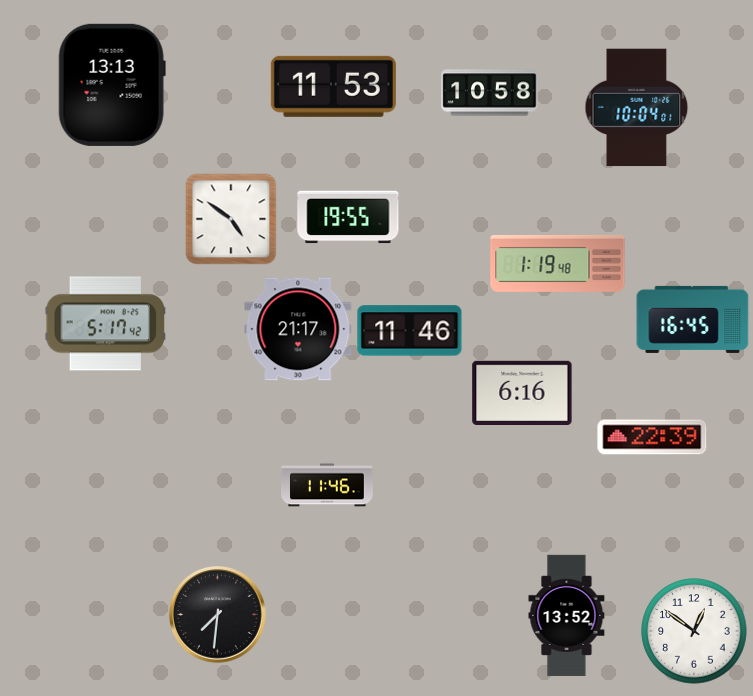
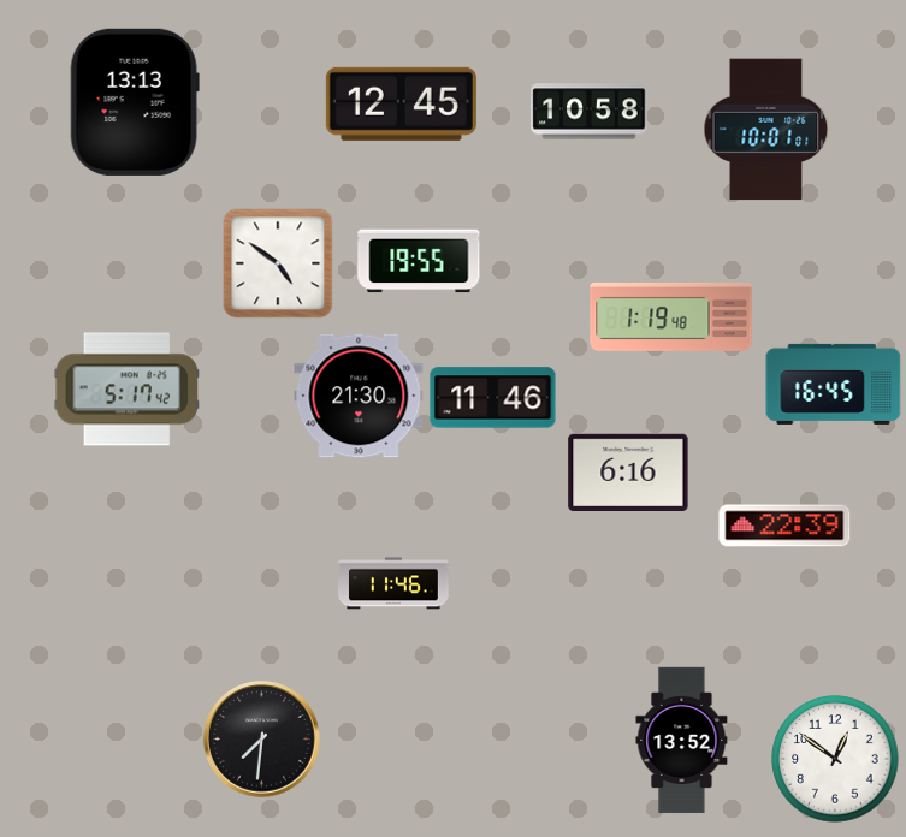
clock at (333, 86): 11:53 -> 12:45
clock at (637, 108): 10:04 -> 10:01
clock at (298, 329): 21:17 -> 21:30
